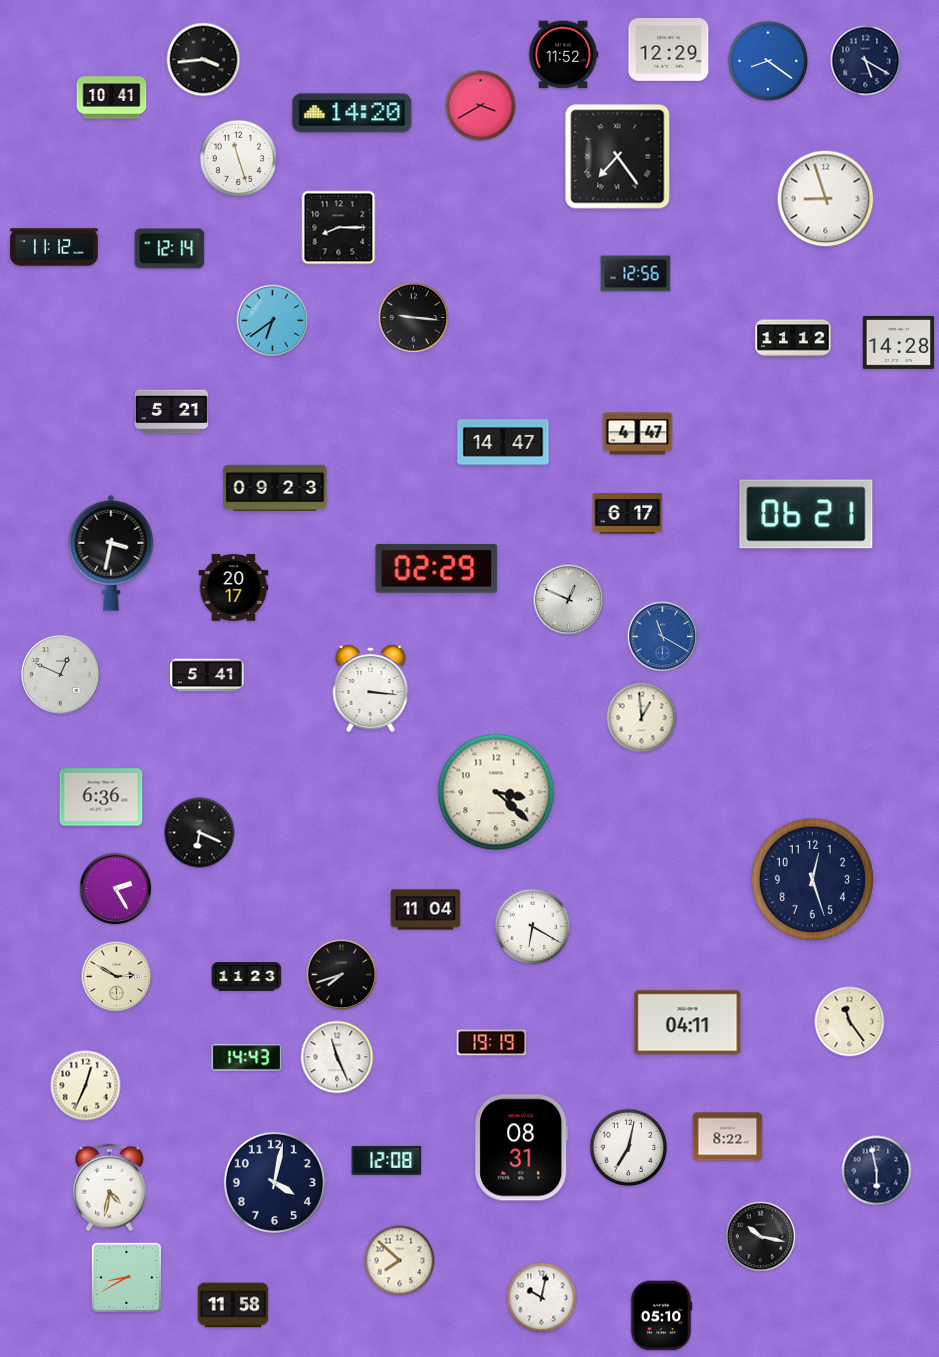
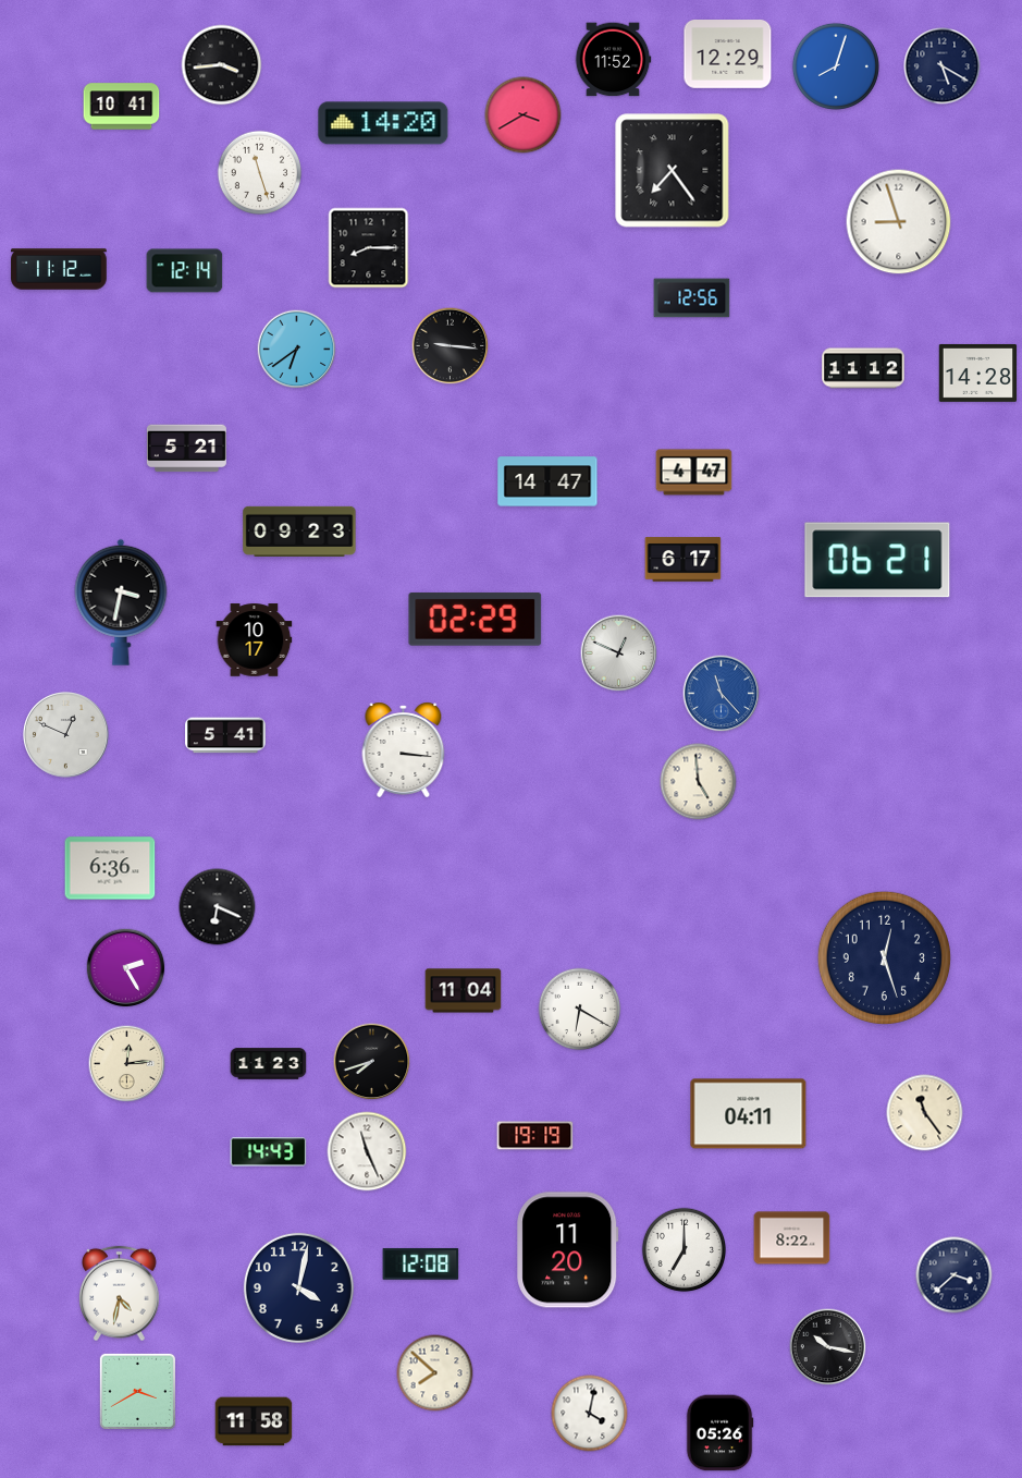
clock at (768, 61): 8:21 -> 8:03
clock at (826, 199) position: (826, 199) -> (899, 222)
clock at (234, 588): 20:17 -> 10:17
clock at (663, 637): 11:20 -> 11:23
clock at (642, 718): 12:59 -> 4:59
clock at (496, 792): 3:22 -> none
clock at (117, 977): 2:50 -> 12:14
clock at (86, 1086): 12:34 -> none
clock at (522, 1148): 08:31 -> 11:20
clock at (629, 1148): 7:02 -> 7:00
clock at (877, 1171): 5:58 -> 3:38
clock at (126, 1277): 8:40 -> 3:40
clock at (542, 1298): 10:02 -> 4:02
clock at (661, 1316): 05:10 -> 05:26
